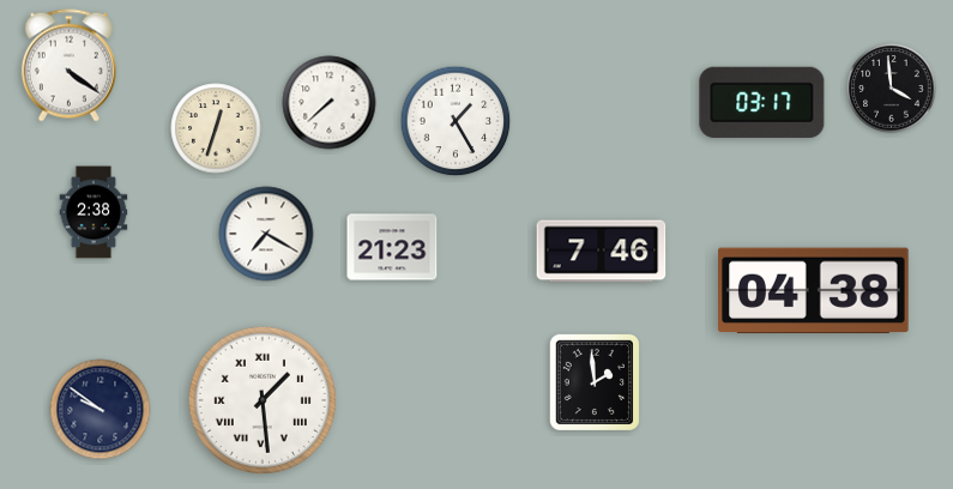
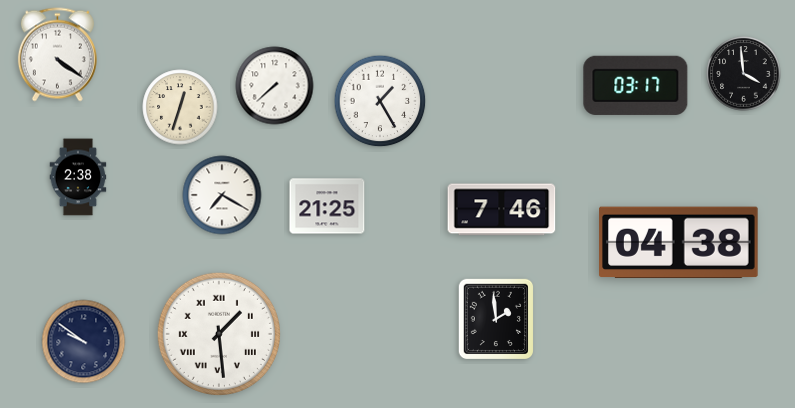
clock at (392, 247): 21:23 -> 21:25
